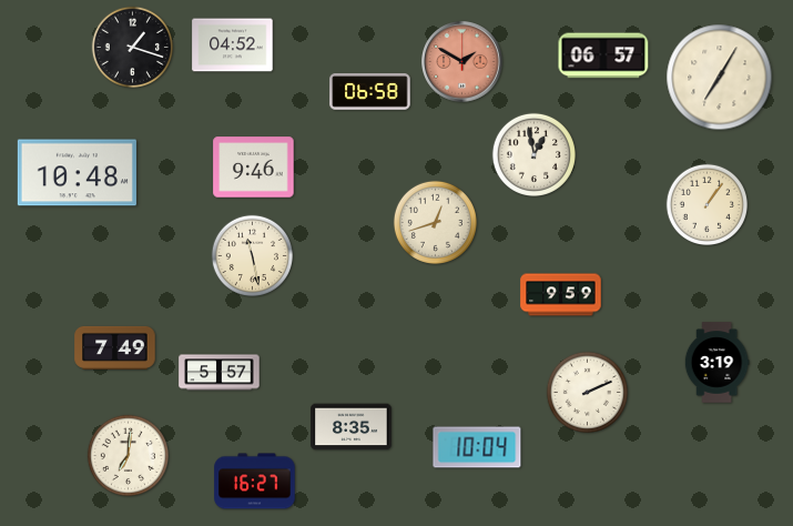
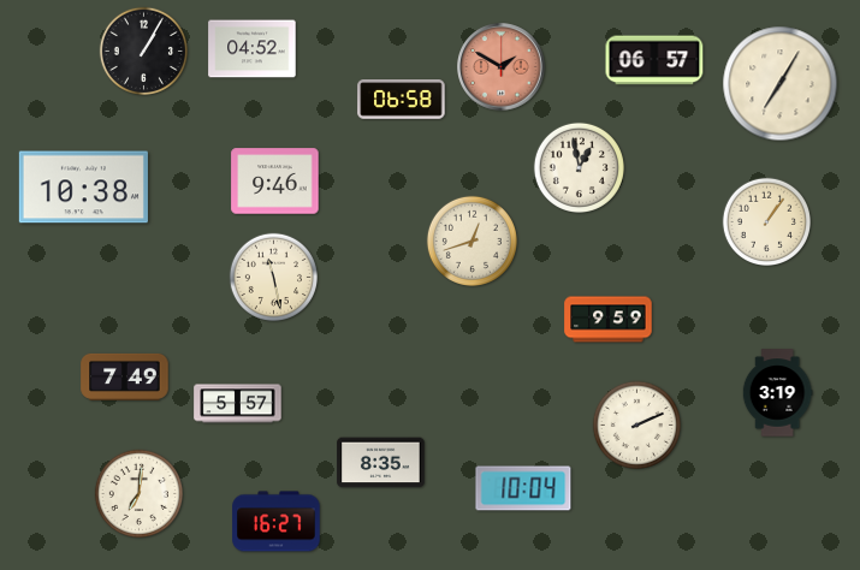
clock at (132, 47): 1:18 -> 1:05
clock at (77, 173): 10:48 -> 10:38
clock at (477, 447) position: (477, 447) -> (523, 488)
